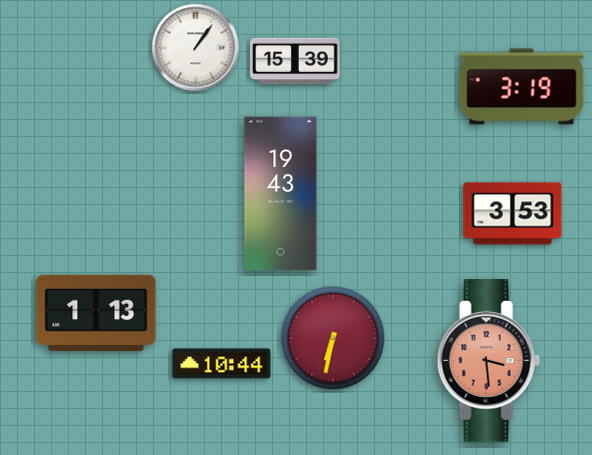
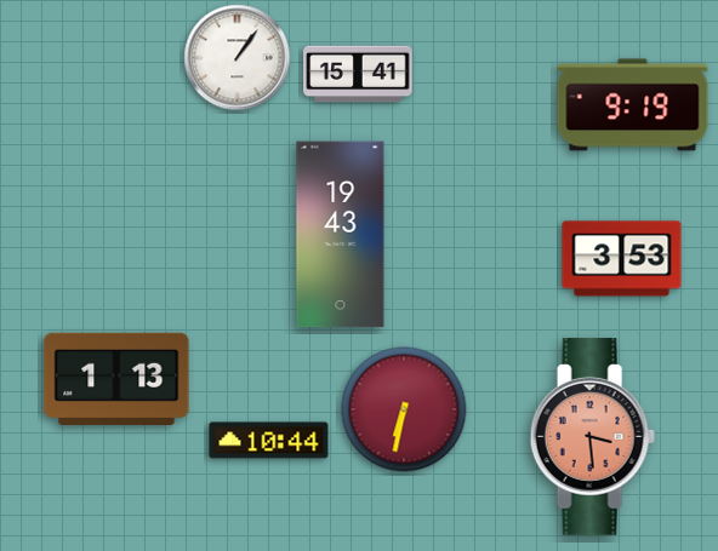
clock at (295, 61): 15:39 -> 15:41
clock at (522, 87): 3:19 -> 9:19
